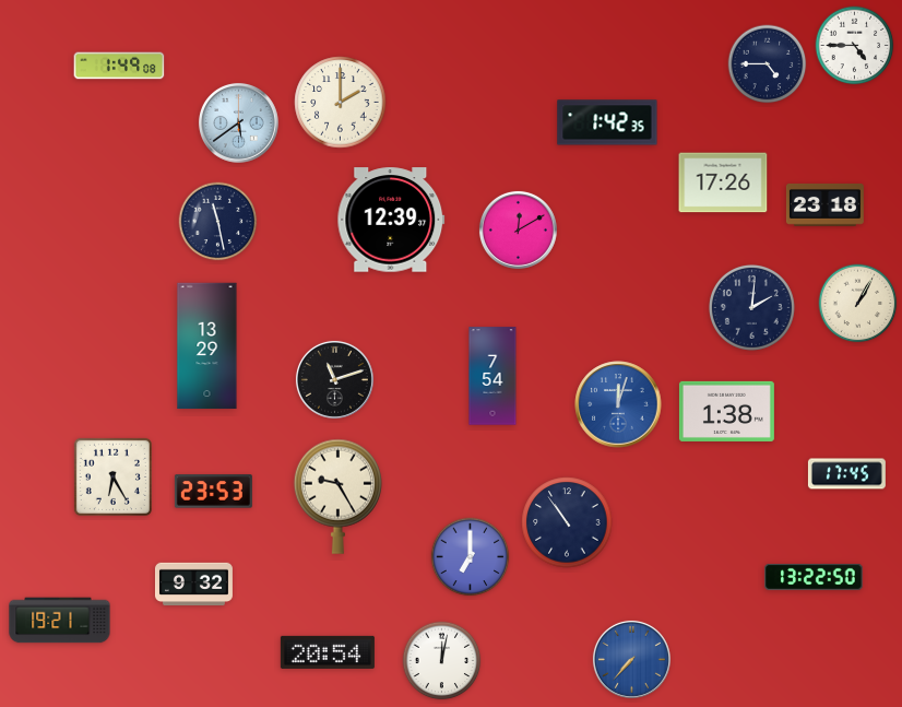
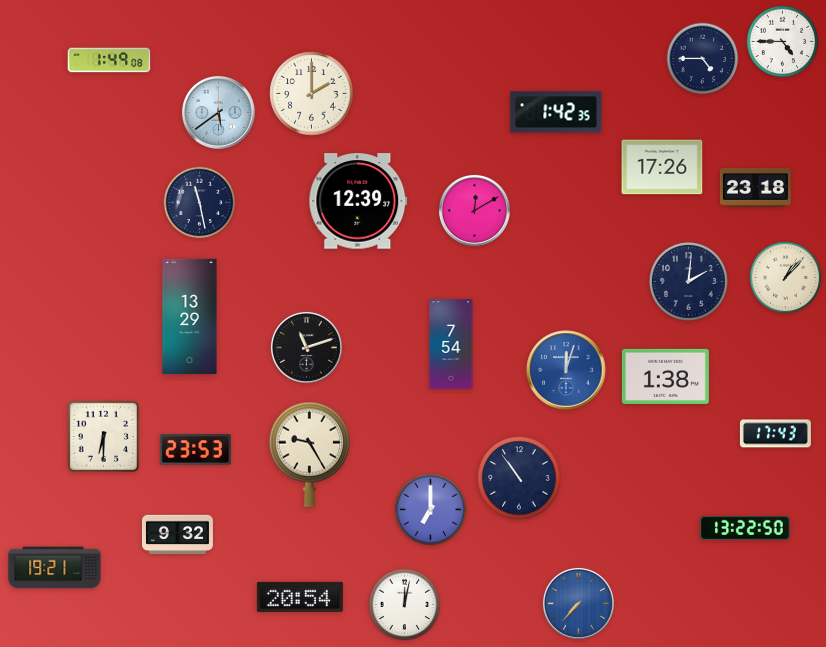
clock at (858, 304): 1:05 -> 1:07
clock at (846, 474): 17:45 -> 17:43
clock at (112, 476): 6:25 -> 6:30
